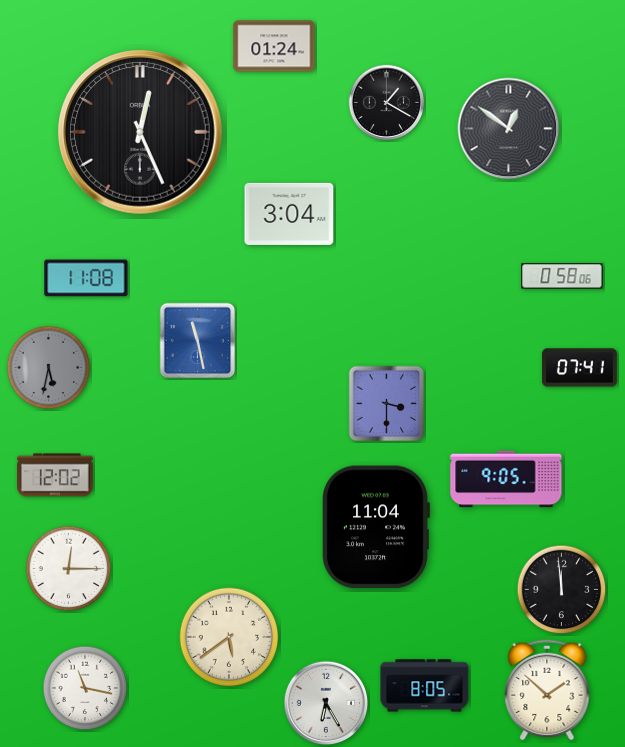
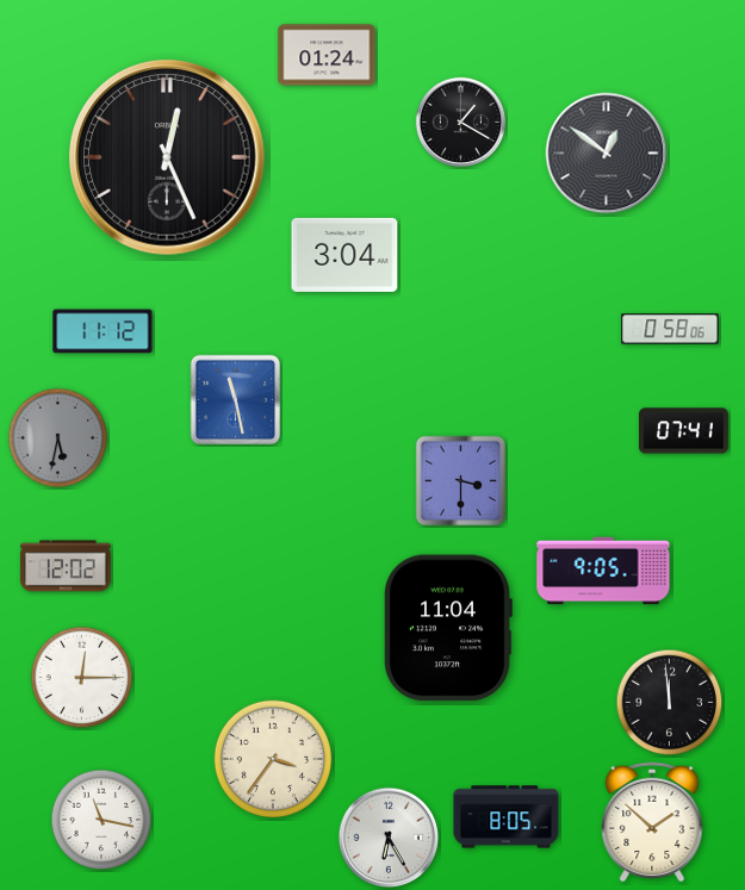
clock at (86, 278): 11:08 -> 11:12
clock at (198, 341) position: (198, 341) -> (236, 400)
clock at (580, 368) position: (580, 368) -> (684, 431)
clock at (229, 637): 5:39 -> 3:36
